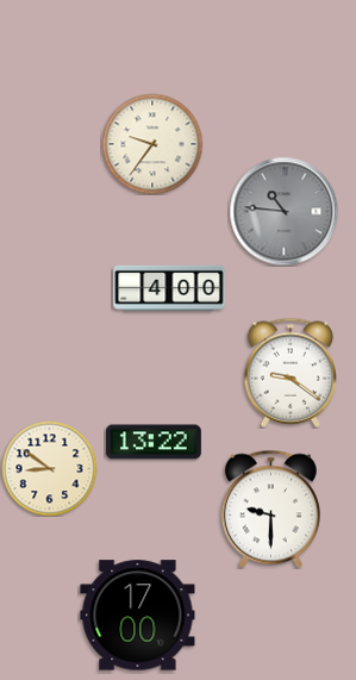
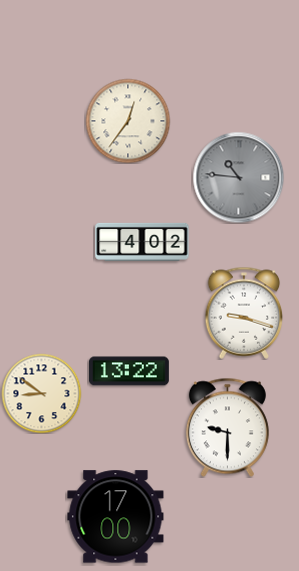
clock at (152, 144): 9:36 -> 12:36
clock at (169, 288): 4:00 -> 4:02
clock at (291, 373): 9:21 -> 9:18
